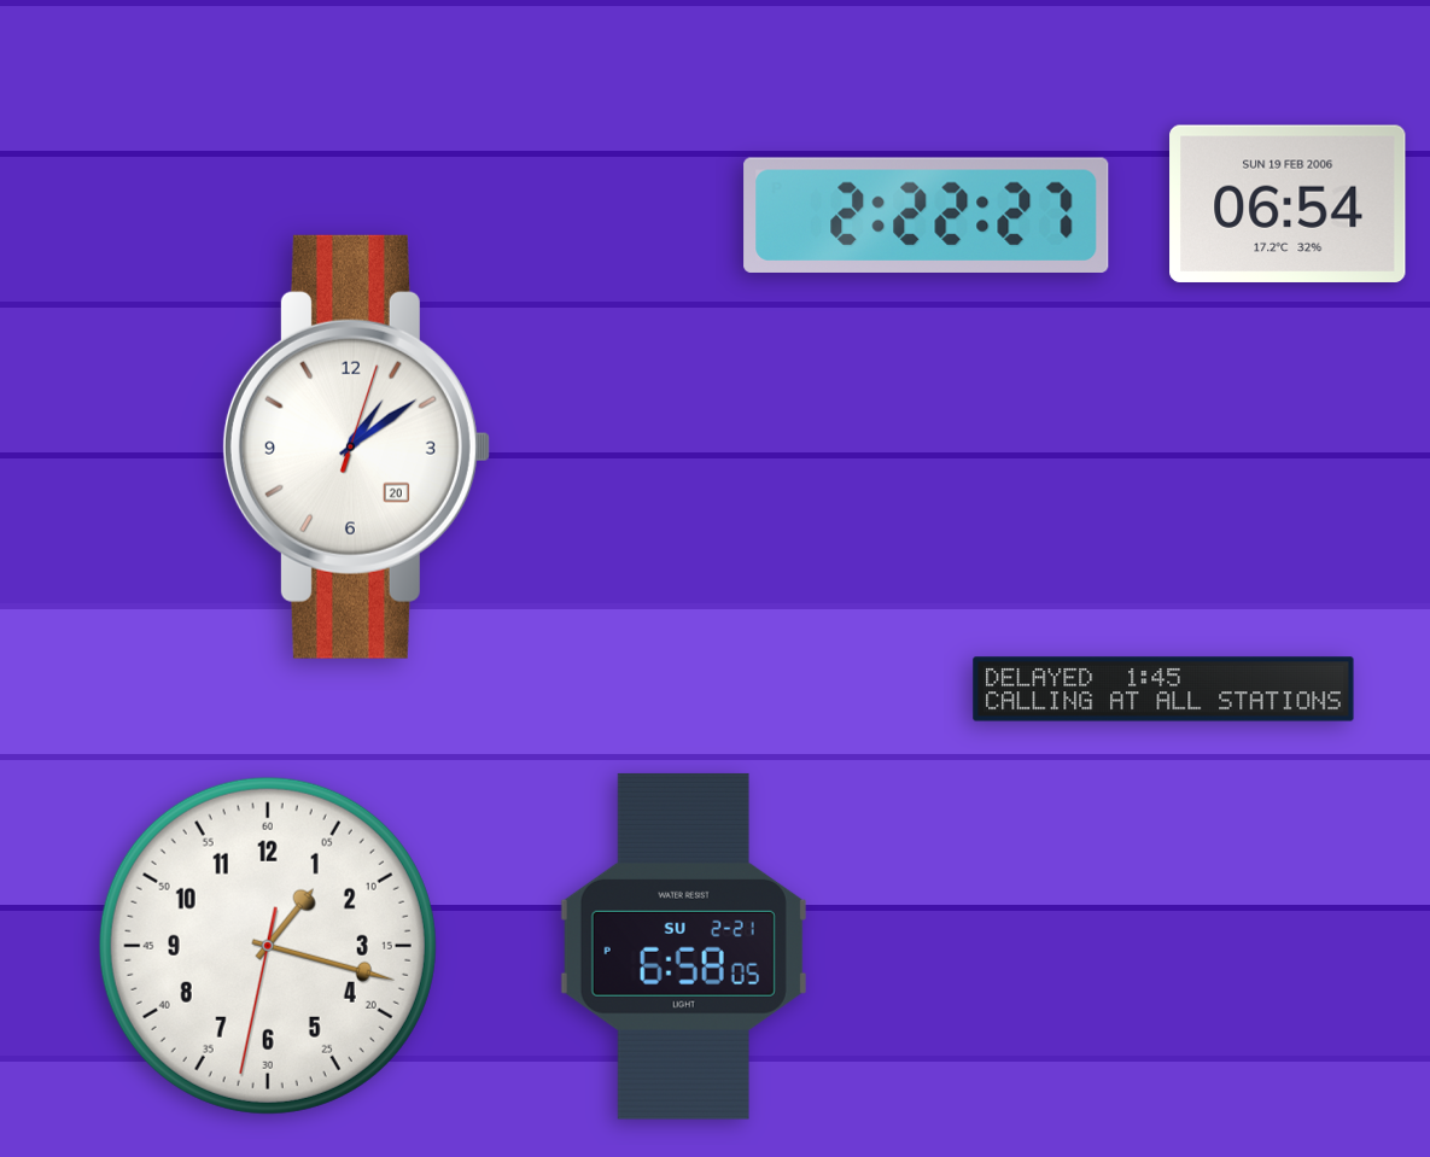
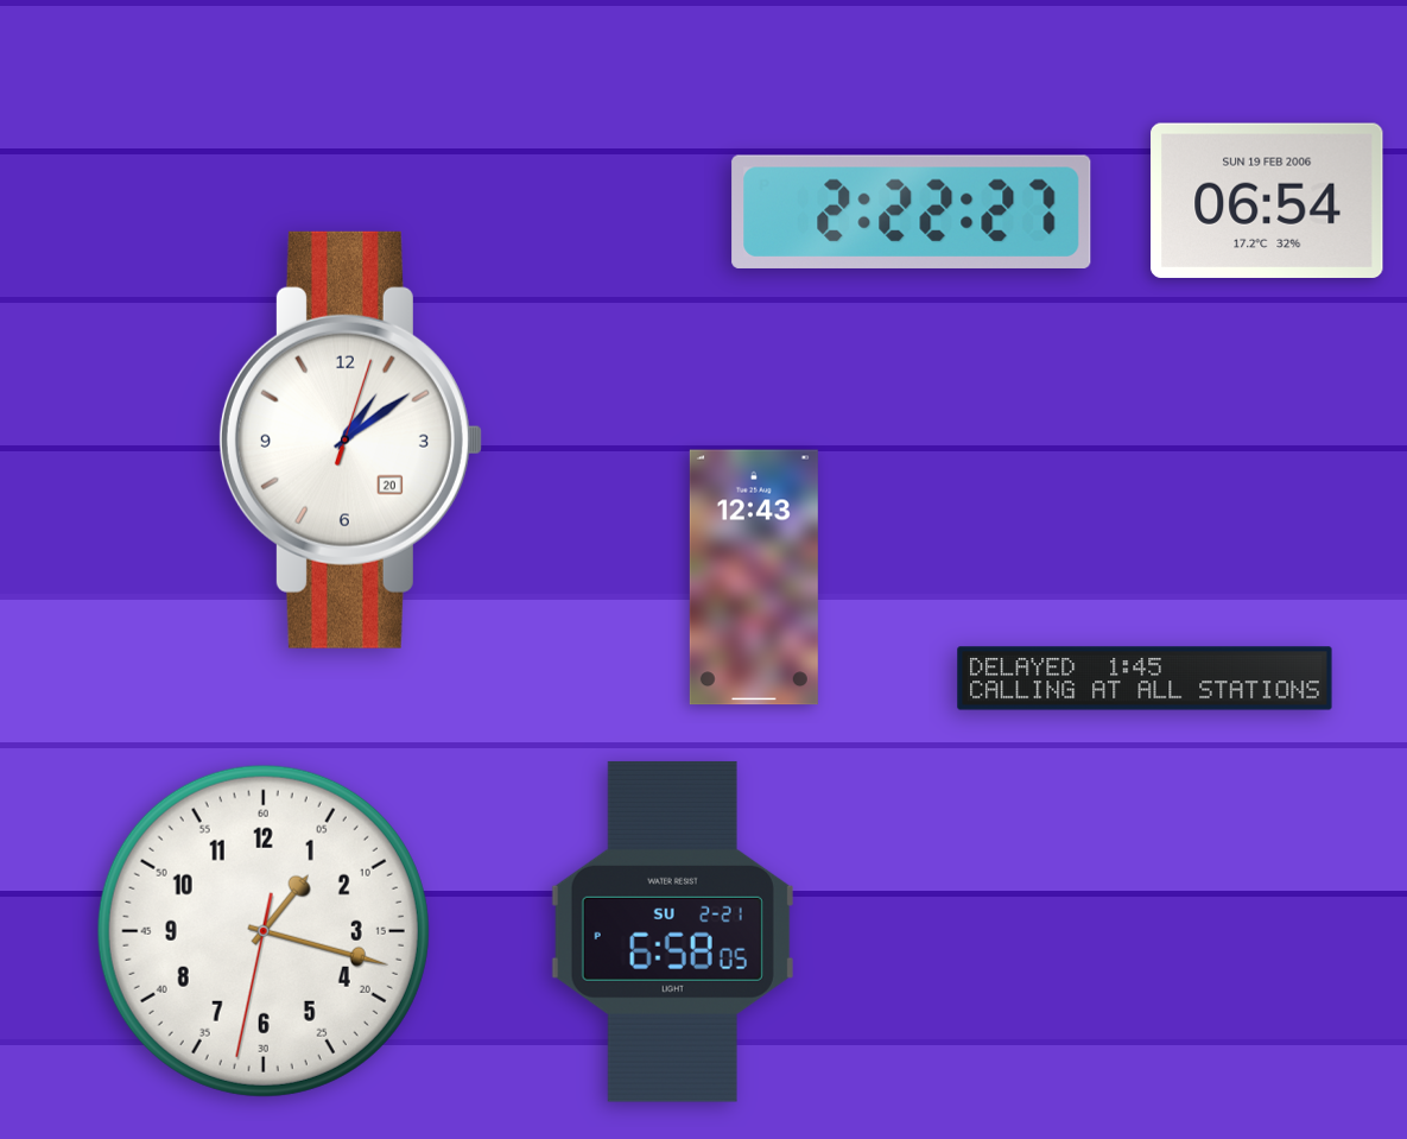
clock at (754, 577): none -> 12:43
